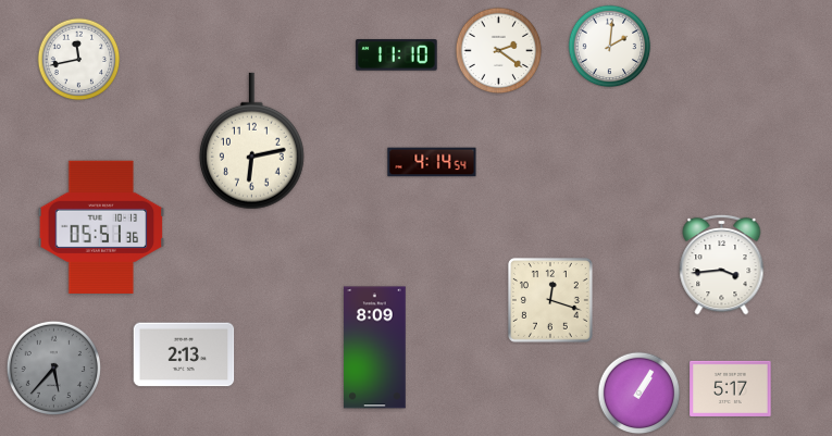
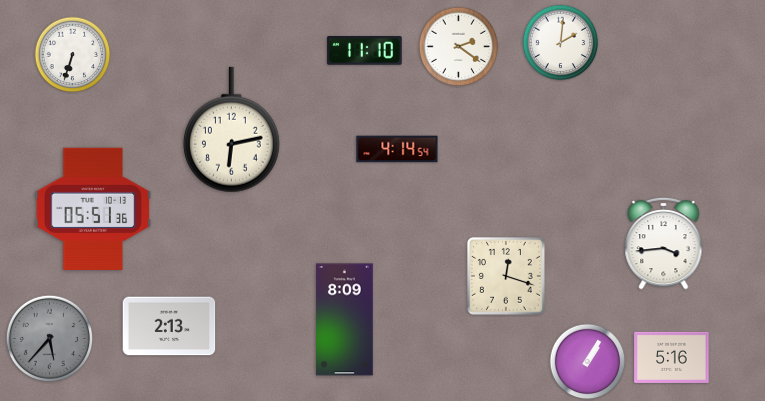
clock at (79, 60): 11:43 -> 6:33
clock at (731, 388): 5:17 -> 5:16
